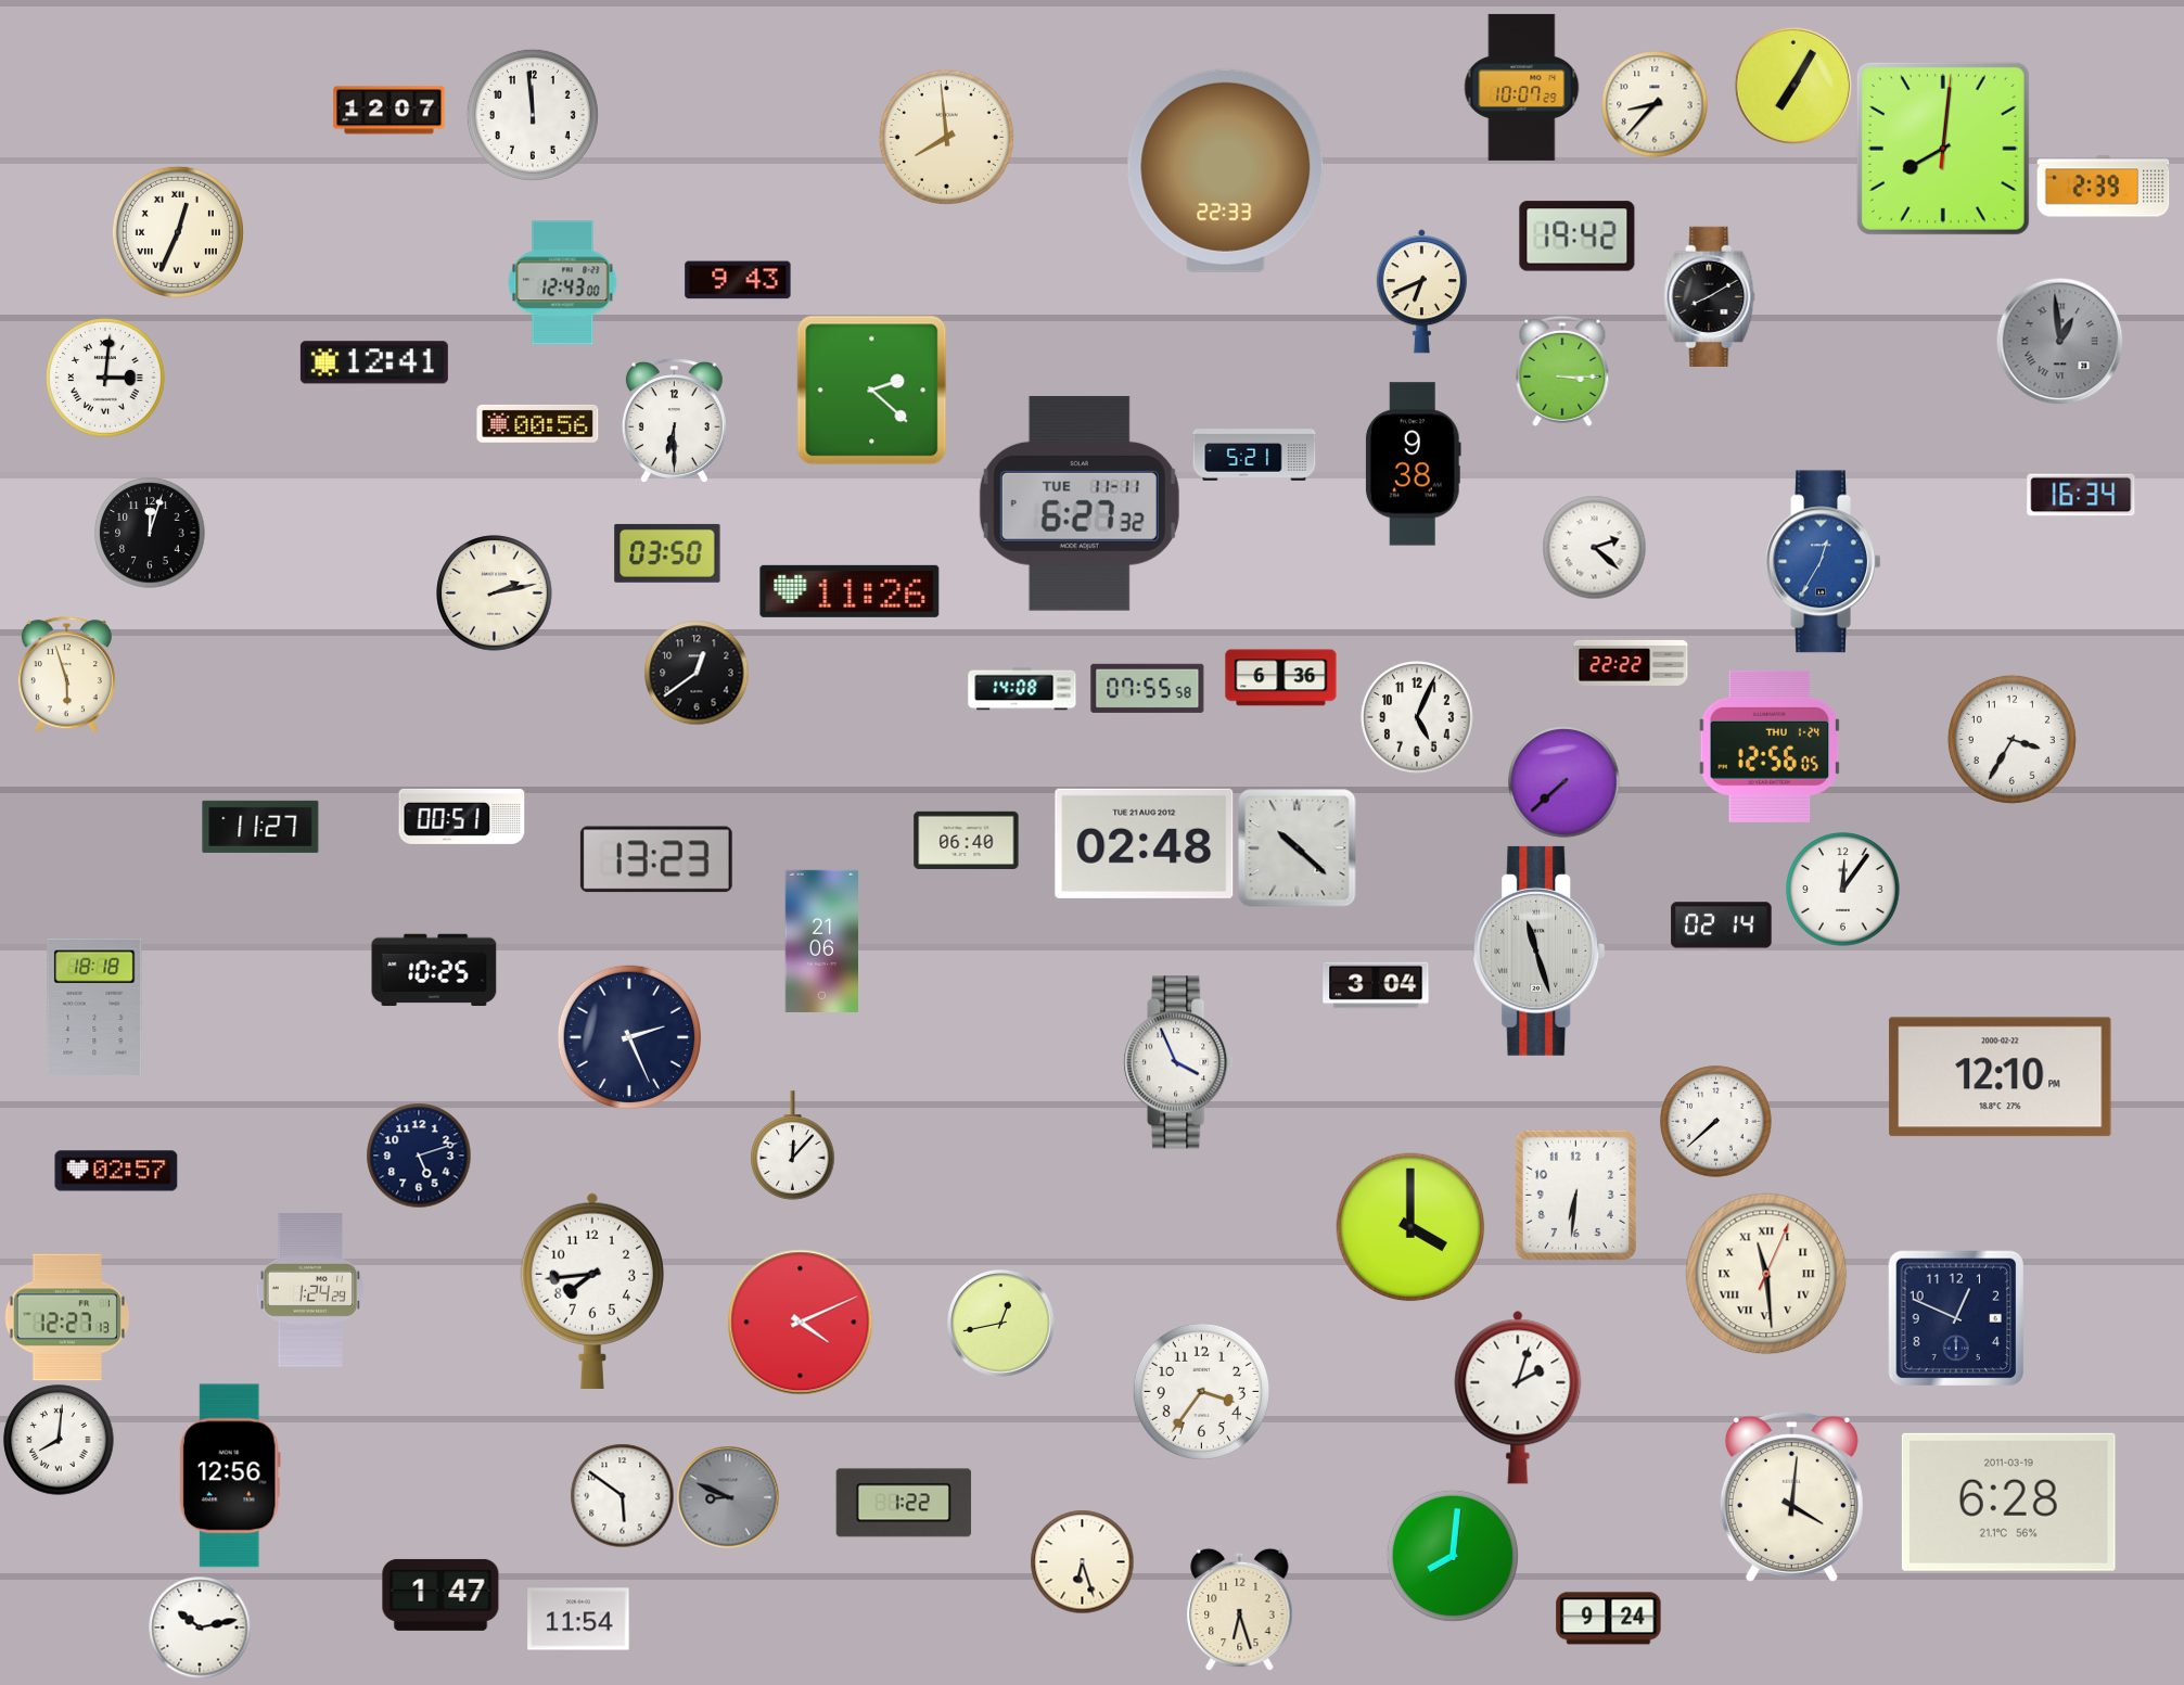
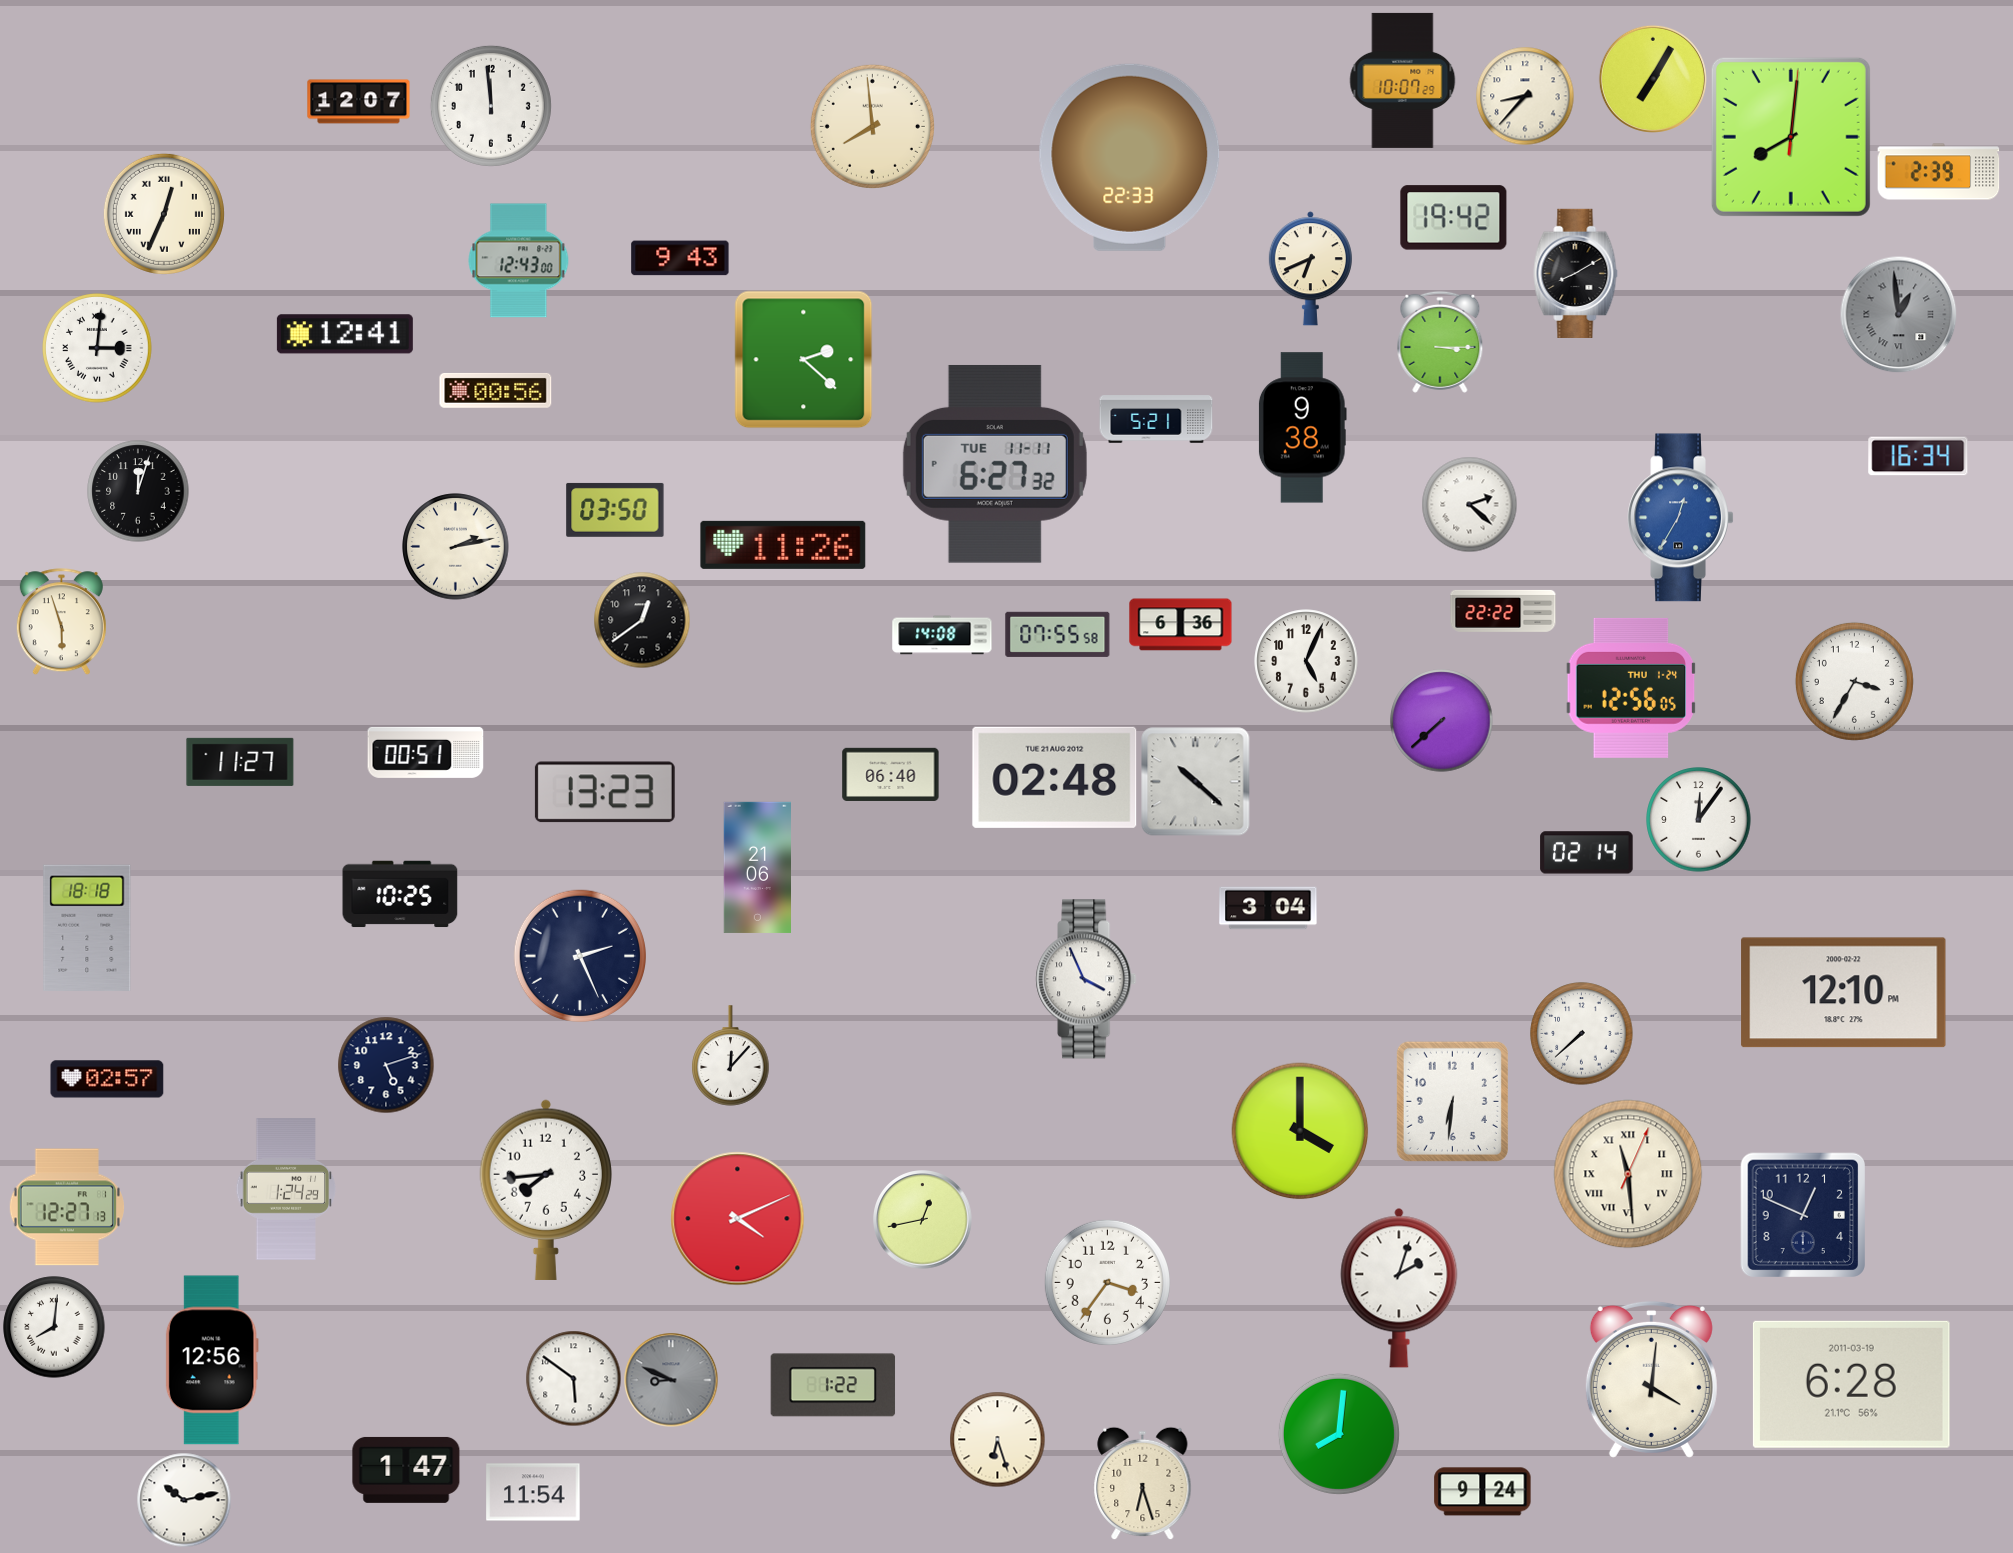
clock at (674, 420): 6:30 -> none
clock at (1540, 950): 11:27 -> none
clock at (67, 1317) position: (67, 1317) -> (67, 1207)
